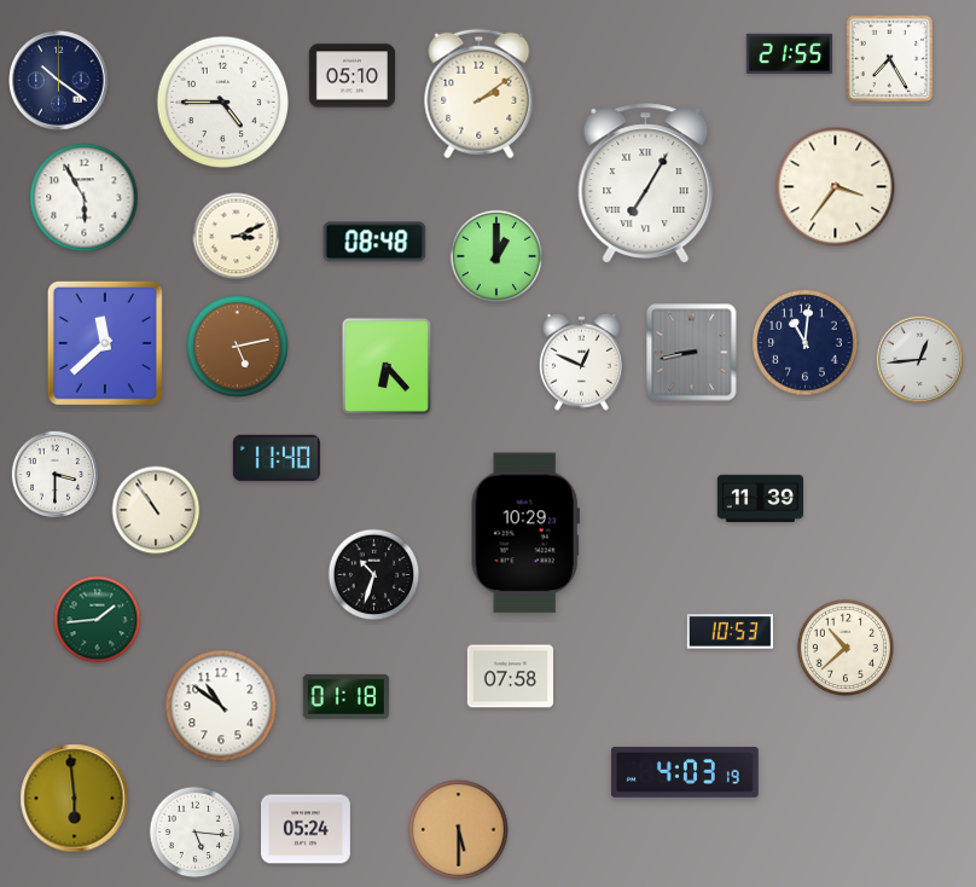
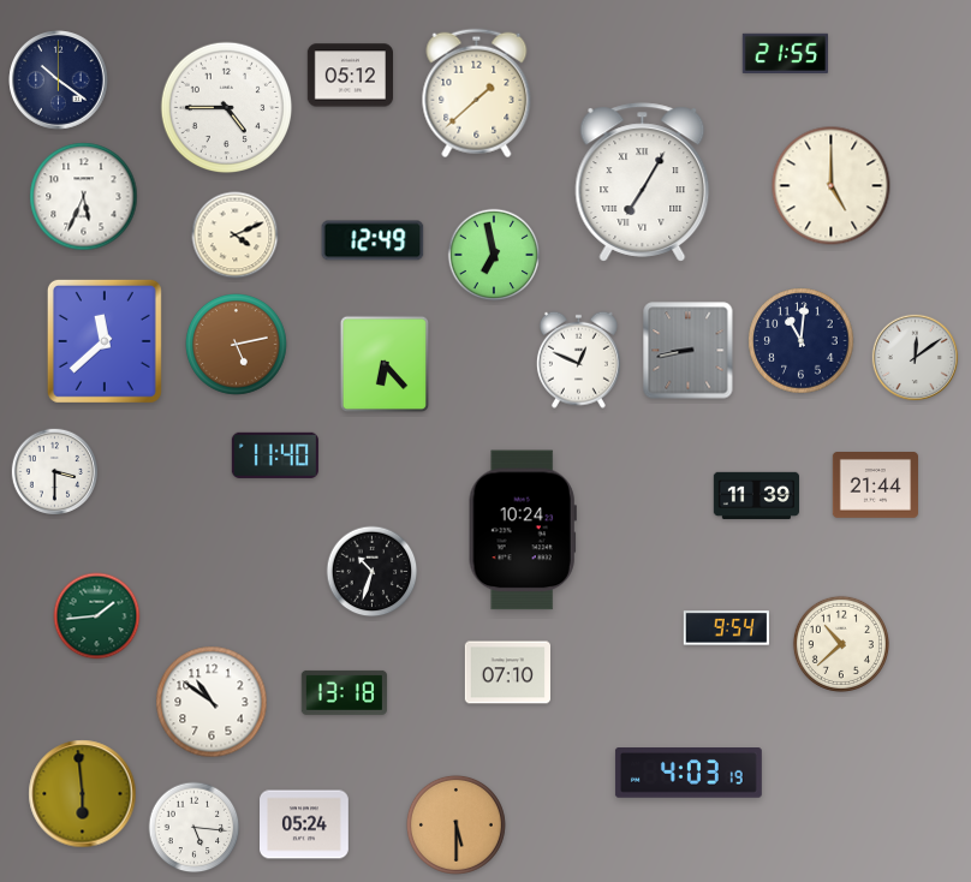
clock at (890, 59): 7:25 -> none
clock at (352, 76): 05:10 -> 05:12
clock at (480, 94): 2:09 -> 1:38
clock at (223, 103) position: (223, 103) -> (227, 108)
clock at (836, 187): 3:36 -> 5:00
clock at (85, 198): 5:55 -> 5:34
clock at (237, 237): 3:11 -> 4:11
clock at (374, 242): 08:48 -> 12:49
clock at (496, 256): 1:00 -> 6:58
clock at (920, 360): 12:44 -> 12:09
clock at (875, 485): none -> 21:44
clock at (156, 510): 10:54 -> none
clock at (525, 533): 10:29 -> 10:24
clock at (730, 632): 10:53 -> 9:54
clock at (510, 677): 07:58 -> 07:10
clock at (345, 696): 01:18 -> 13:18
clock at (221, 706) position: (221, 706) -> (212, 702)
clock at (685, 773) position: (685, 773) -> (689, 774)
clock at (75, 799) position: (75, 799) -> (83, 794)
